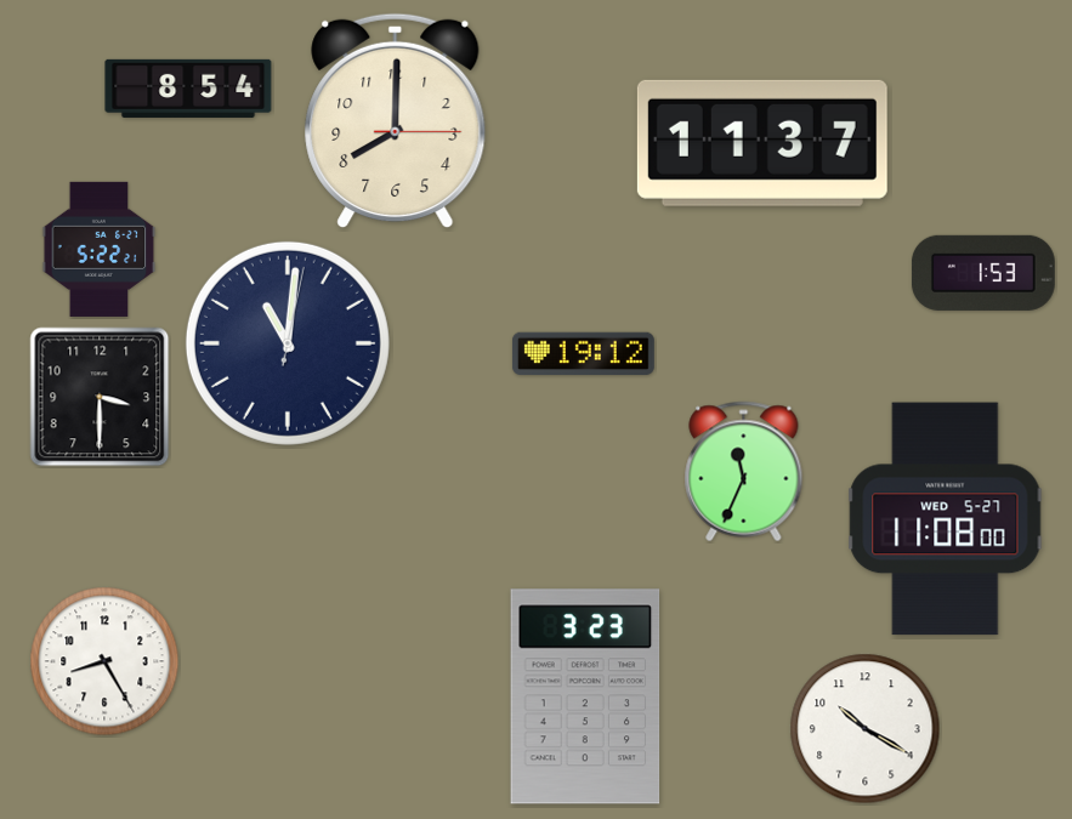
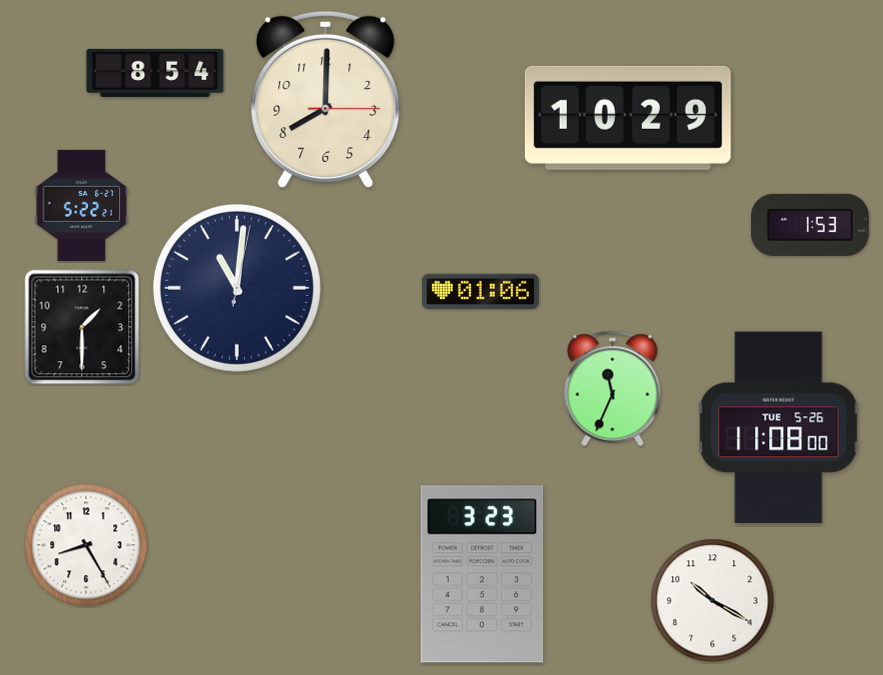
clock at (762, 143): 11:37 -> 10:29
clock at (288, 343) position: (288, 343) -> (237, 288)
clock at (583, 354): 19:12 -> 01:06
clock at (100, 397): 3:30 -> 1:30
clock at (946, 519) date: WED 5-27 -> TUE 5-26
